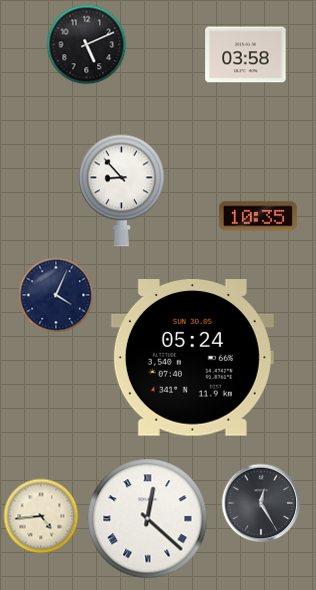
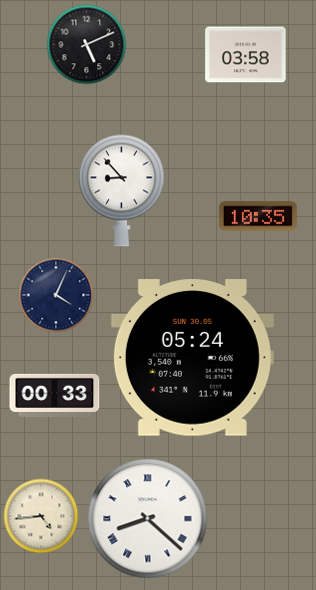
clock at (55, 395): none -> 00:33
clock at (261, 503): 12:25 -> none
clock at (148, 519): 12:22 -> 8:22
